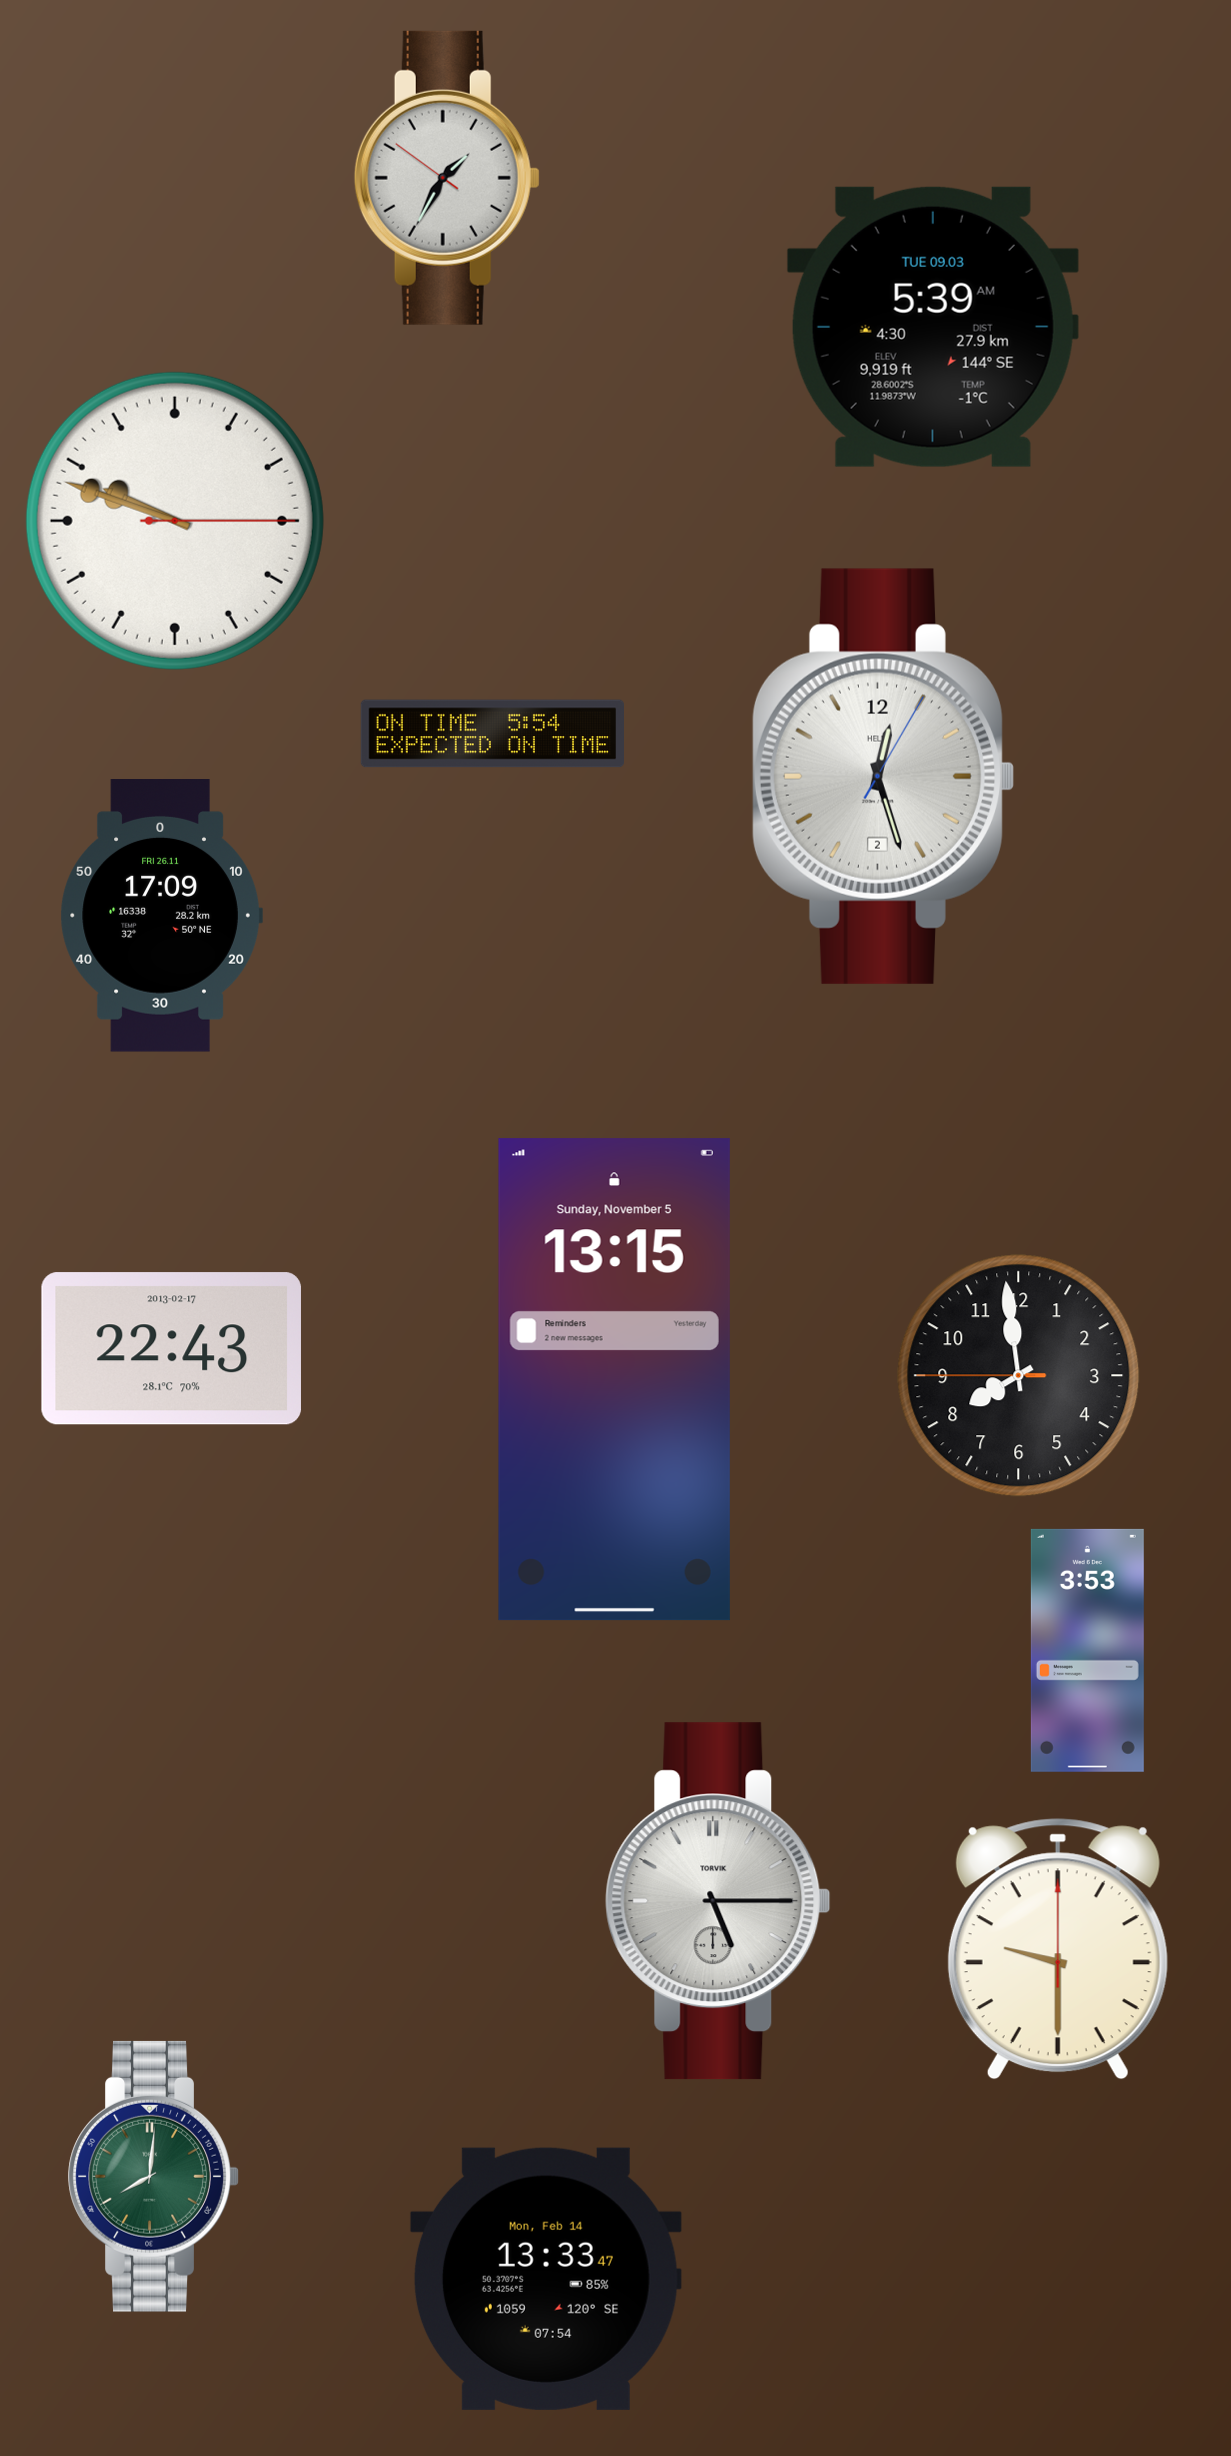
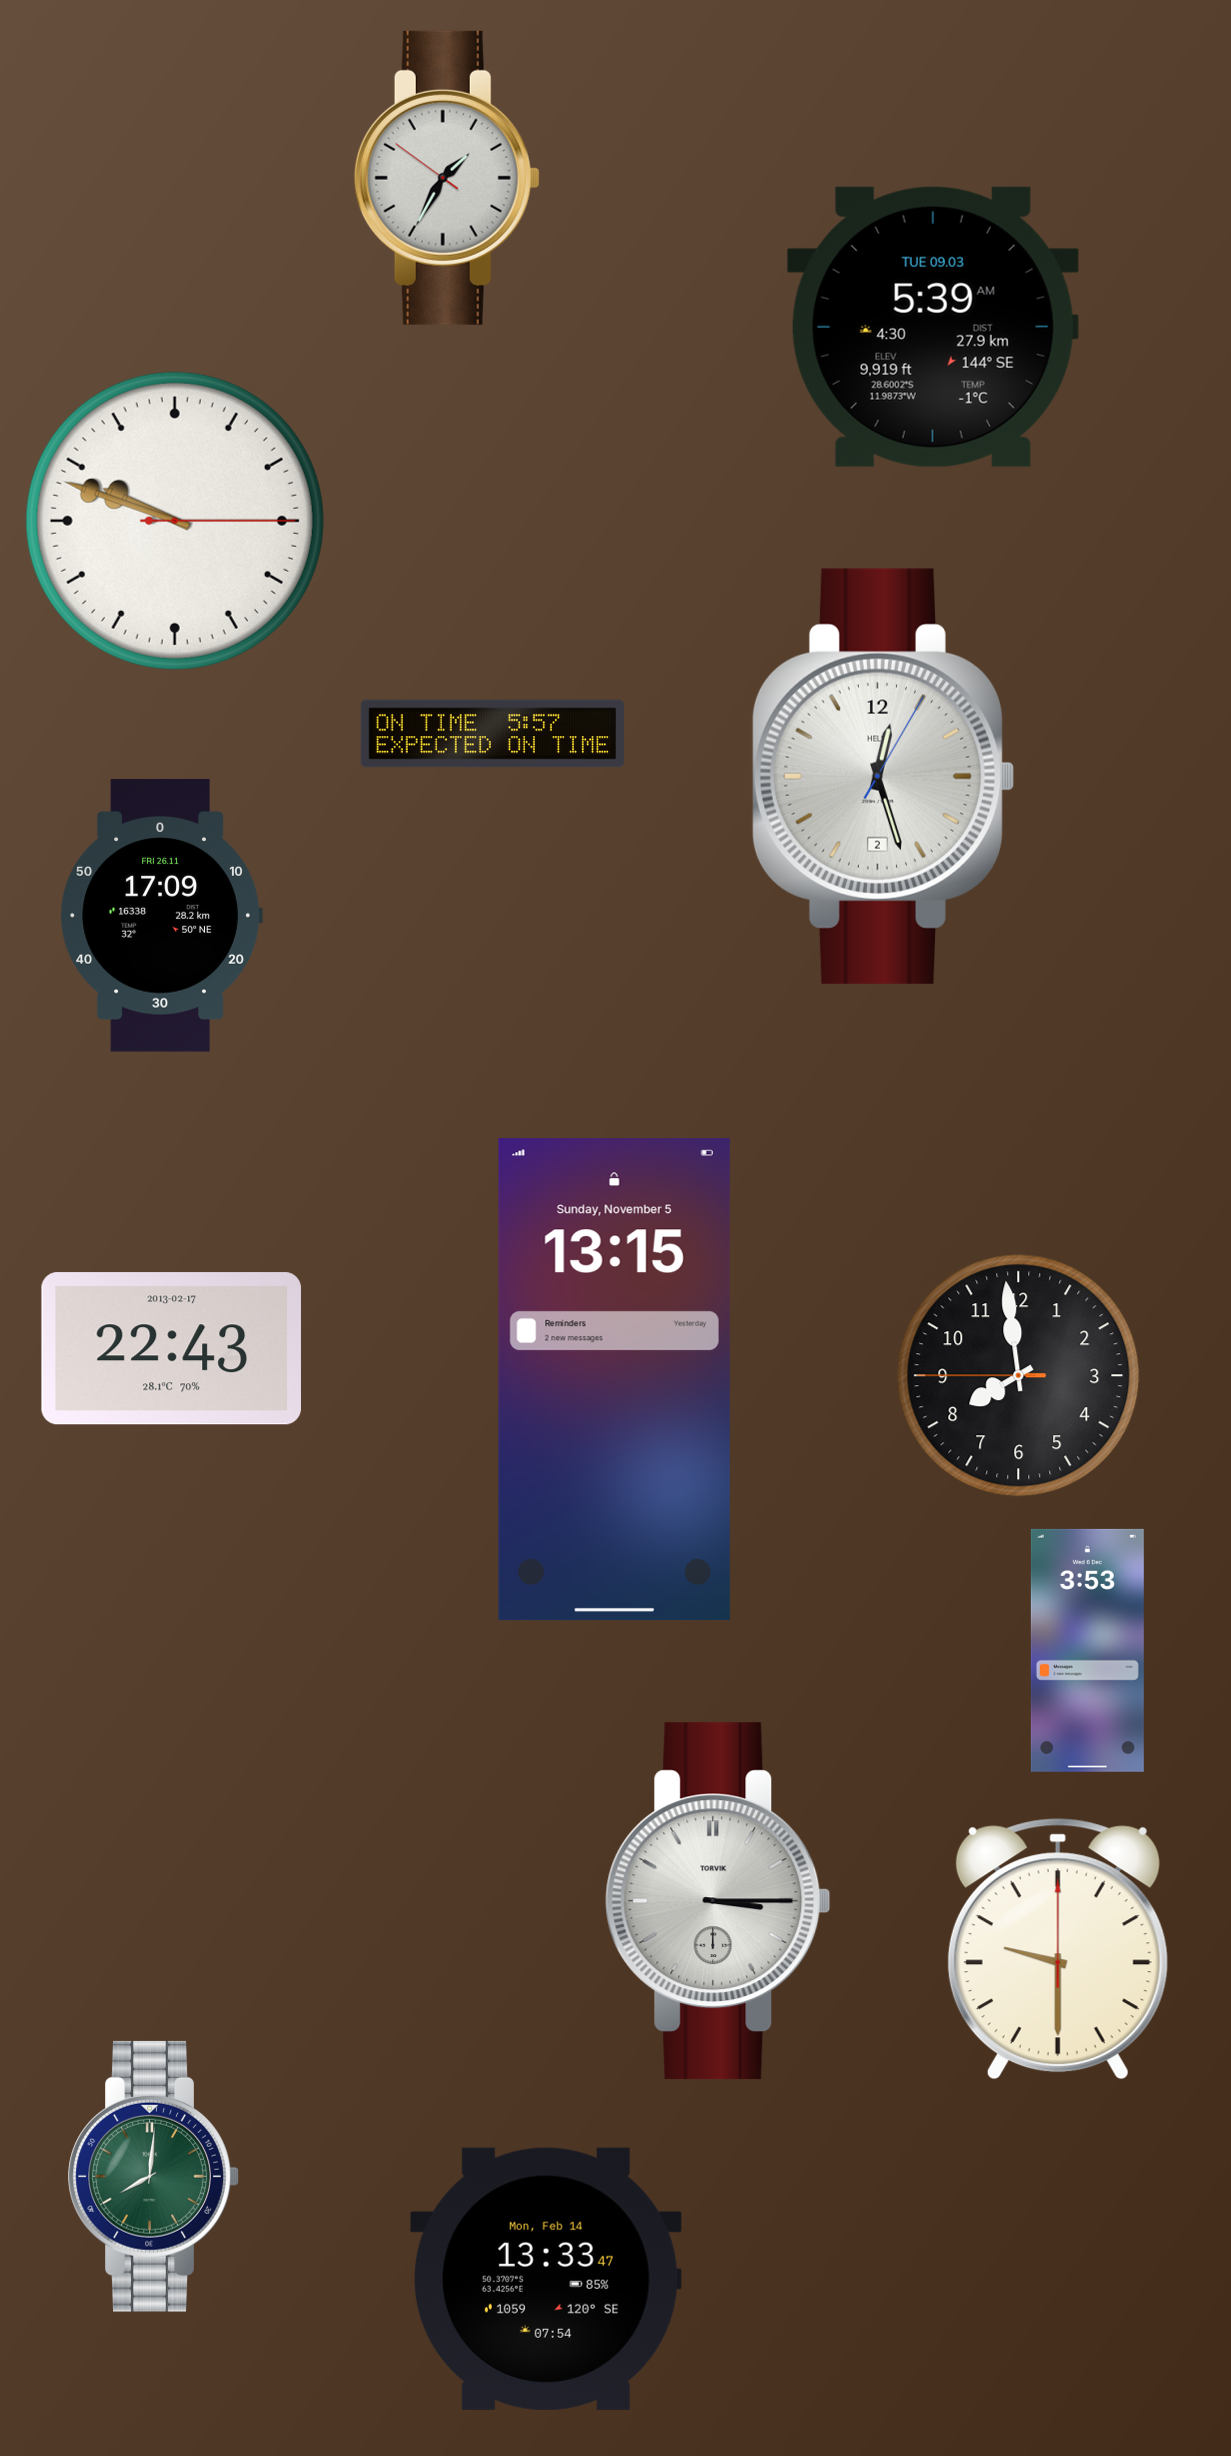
clock at (492, 734): 5:54 -> 5:57
clock at (718, 1901): 5:15 -> 3:15
